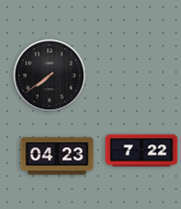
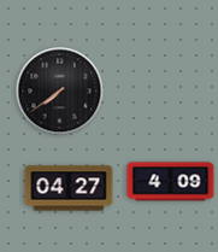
clock at (142, 151): 7:22 -> 4:09
clock at (57, 156): 04:23 -> 04:27
